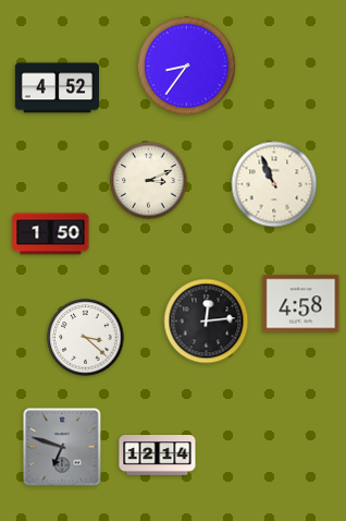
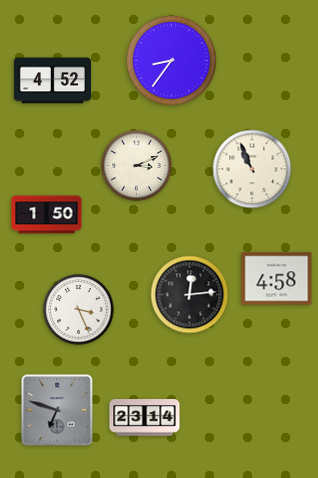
clock at (86, 338): 3:22 -> 3:26
clock at (158, 456): 12:14 -> 23:14
